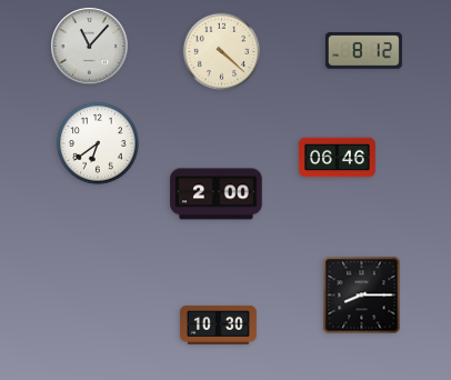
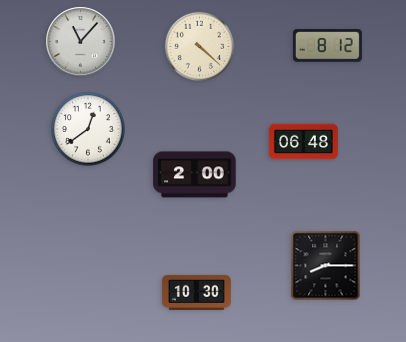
clock at (98, 143): 6:39 -> 12:39
clock at (337, 158): 06:46 -> 06:48
